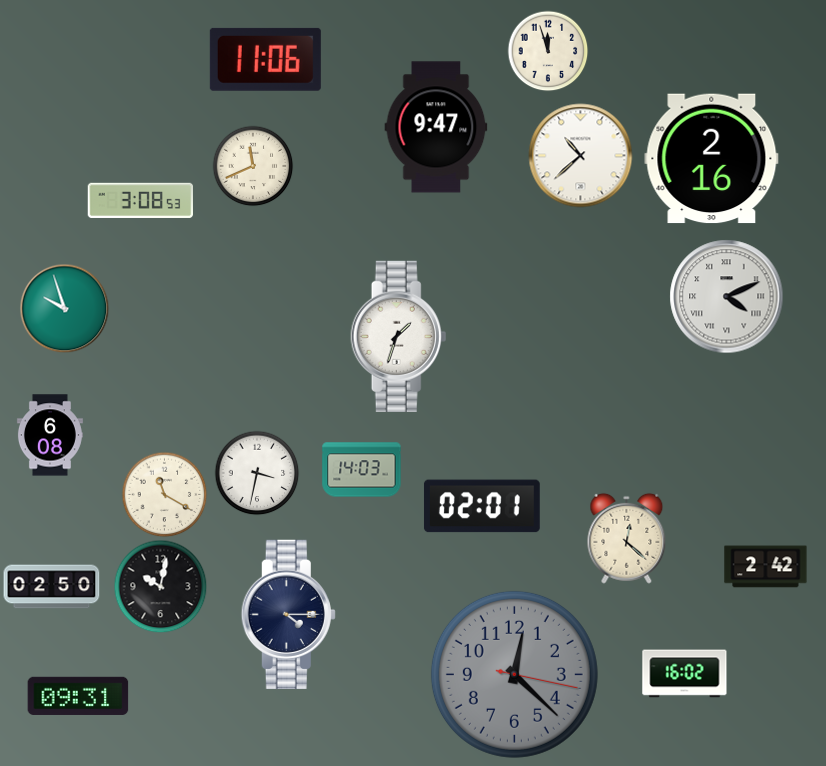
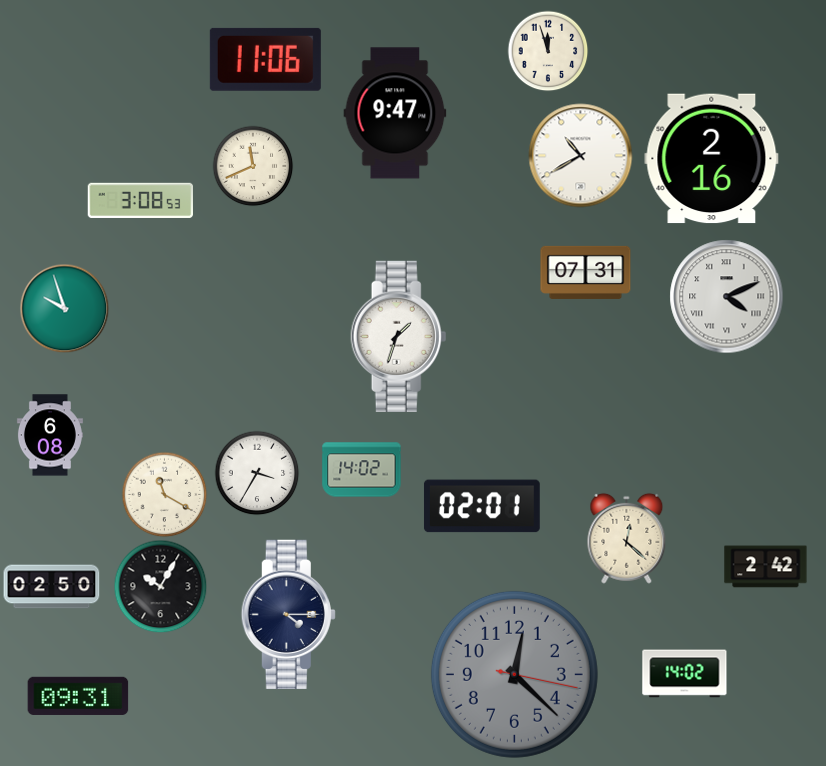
clock at (436, 127) position: (436, 127) -> (395, 113)
clock at (581, 156): 10:38 -> 10:40
clock at (586, 272): none -> 07:31
clock at (362, 470): 14:03 -> 14:02
clock at (257, 473): 3:32 -> 3:35
clock at (160, 586): 10:02 -> 10:05
clock at (685, 674): 16:02 -> 14:02
